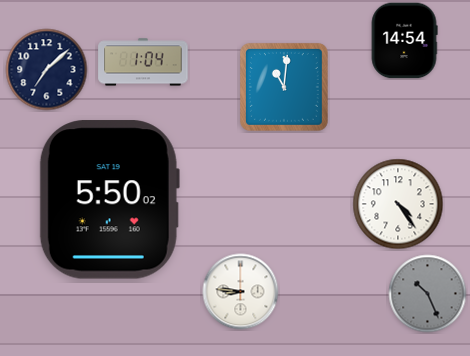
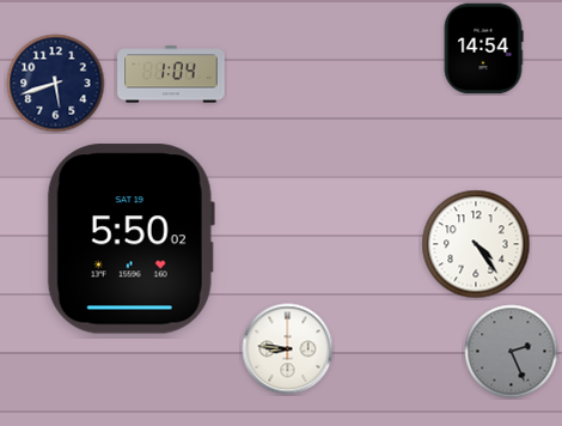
clock at (47, 70): 7:08 -> 5:42
clock at (284, 87): 11:01 -> none
clock at (428, 294): 10:26 -> 2:26
